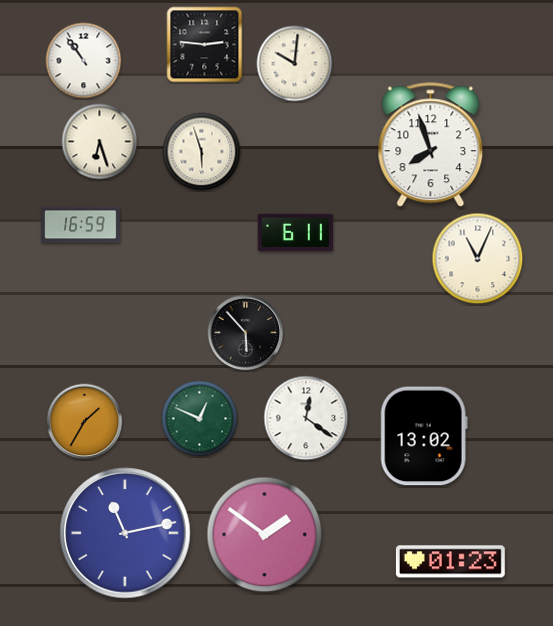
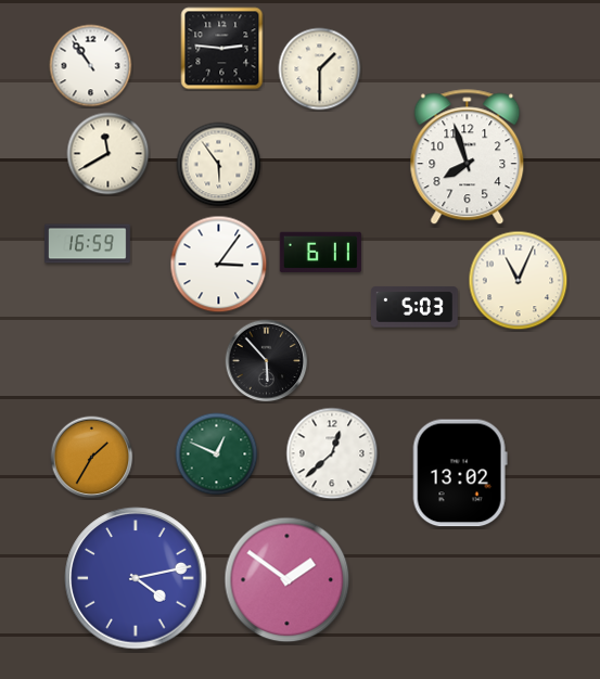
clock at (295, 64): 10:01 -> 1:30
clock at (100, 142): 6:27 -> 11:40
clock at (202, 152): 5:57 -> 5:54
clock at (219, 265): none -> 3:06
clock at (416, 307): none -> 5:03
clock at (306, 418): 12:21 -> 12:38
clock at (125, 533): 11:13 -> 4:13
clock at (450, 562): 01:23 -> none
